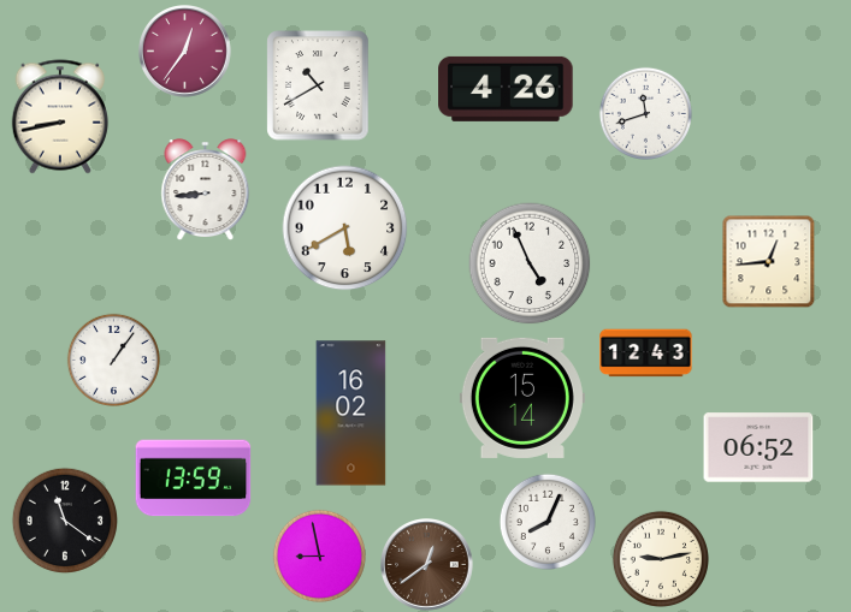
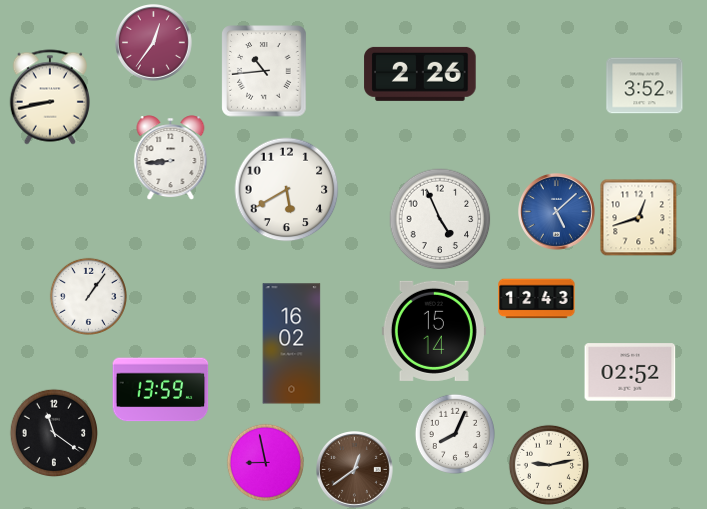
clock at (318, 85): 10:40 -> 10:44
clock at (506, 89): 4:26 -> 2:26
clock at (645, 86): none -> 3:52
clock at (645, 113): 11:42 -> none
clock at (557, 212): none -> 5:08
clock at (768, 261): 12:44 -> 12:42
clock at (646, 353) position: (646, 353) -> (537, 299)
clock at (113, 360) position: (113, 360) -> (88, 296)
clock at (758, 447): 06:52 -> 02:52
clock at (194, 479) position: (194, 479) -> (161, 390)
